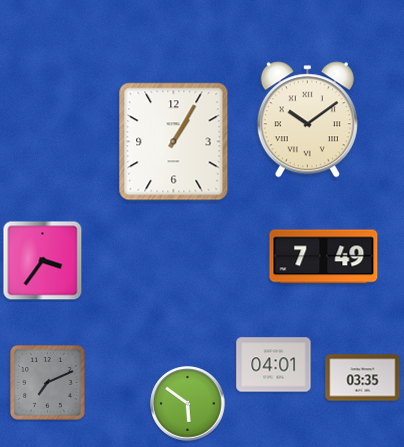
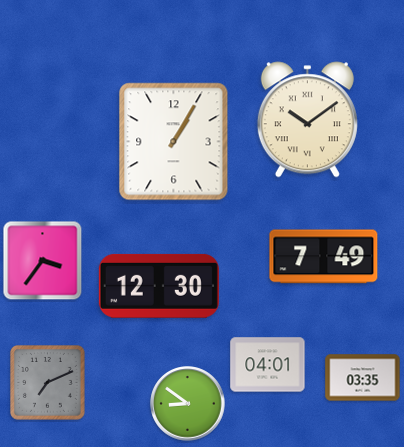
clock at (159, 286): none -> 12:30
clock at (274, 365) position: (274, 365) -> (268, 365)
clock at (188, 404): 5:51 -> 8:51
